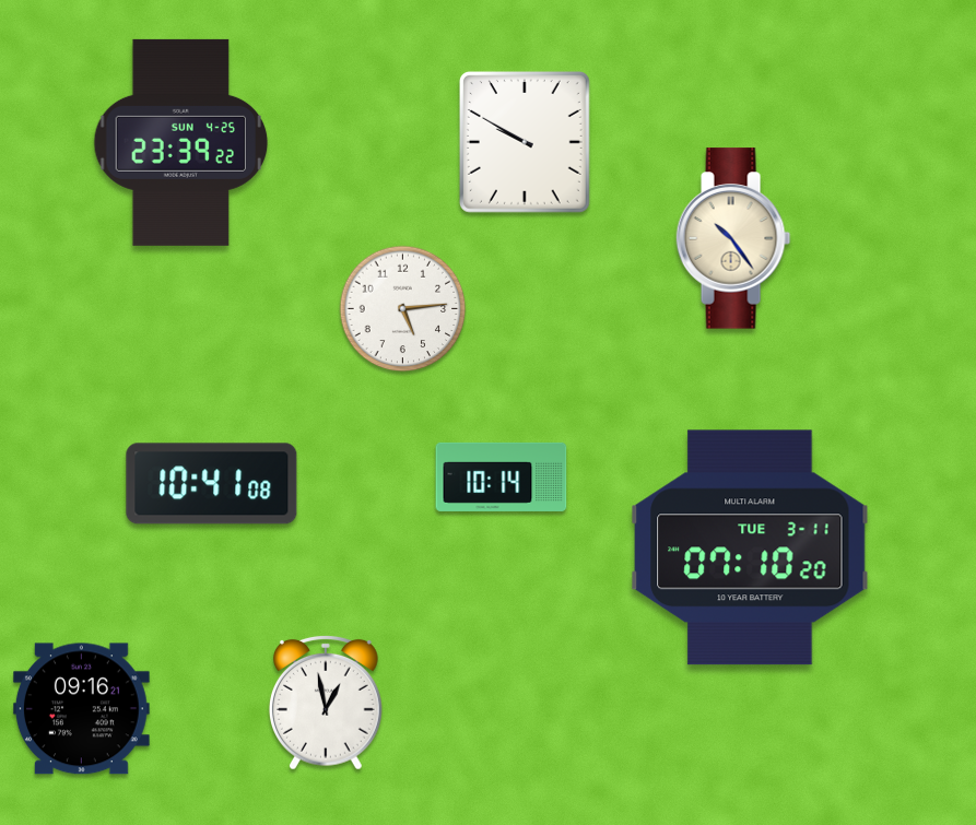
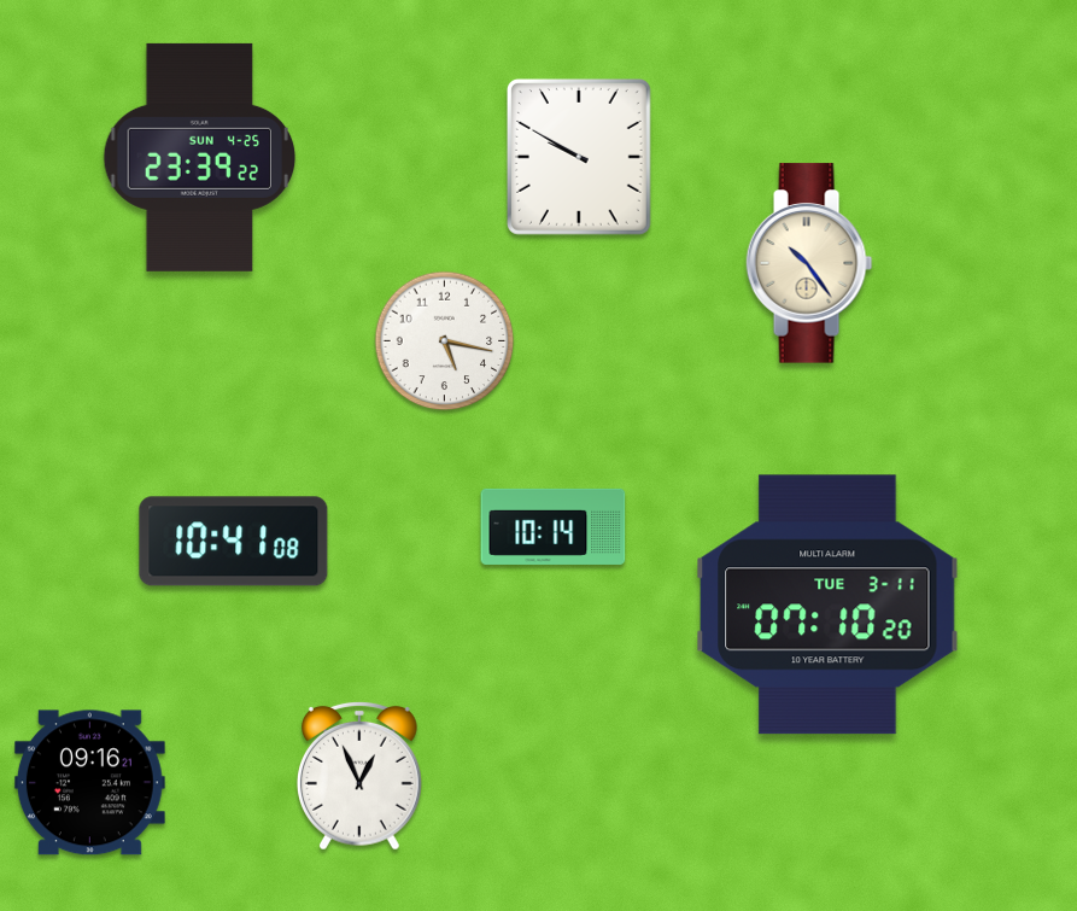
clock at (403, 309): 5:14 -> 5:17
clock at (212, 484) position: (212, 484) -> (234, 542)
clock at (326, 703): 12:58 -> 12:56
